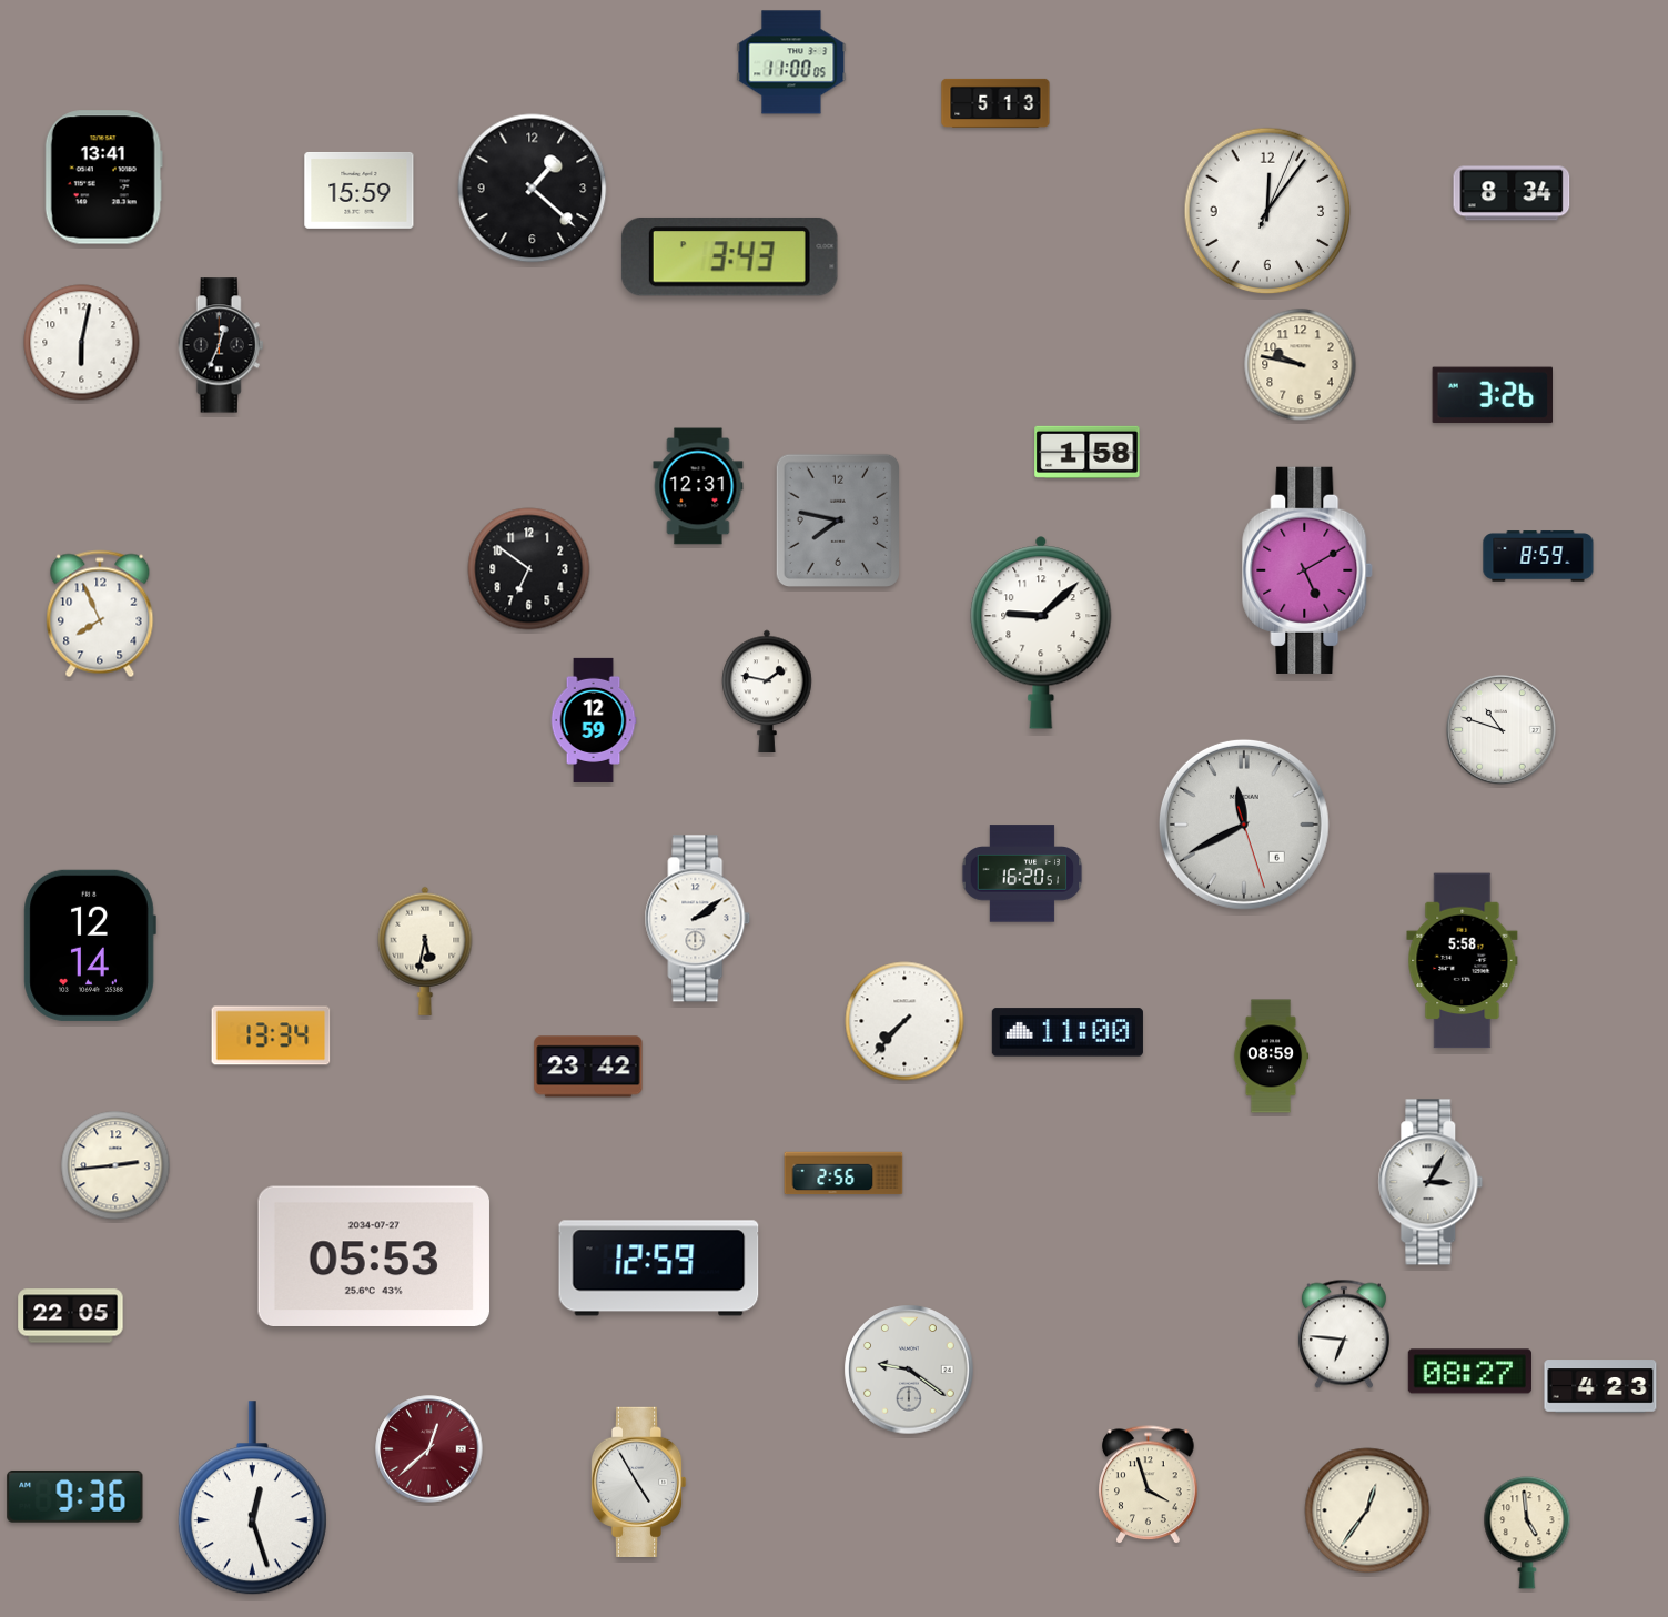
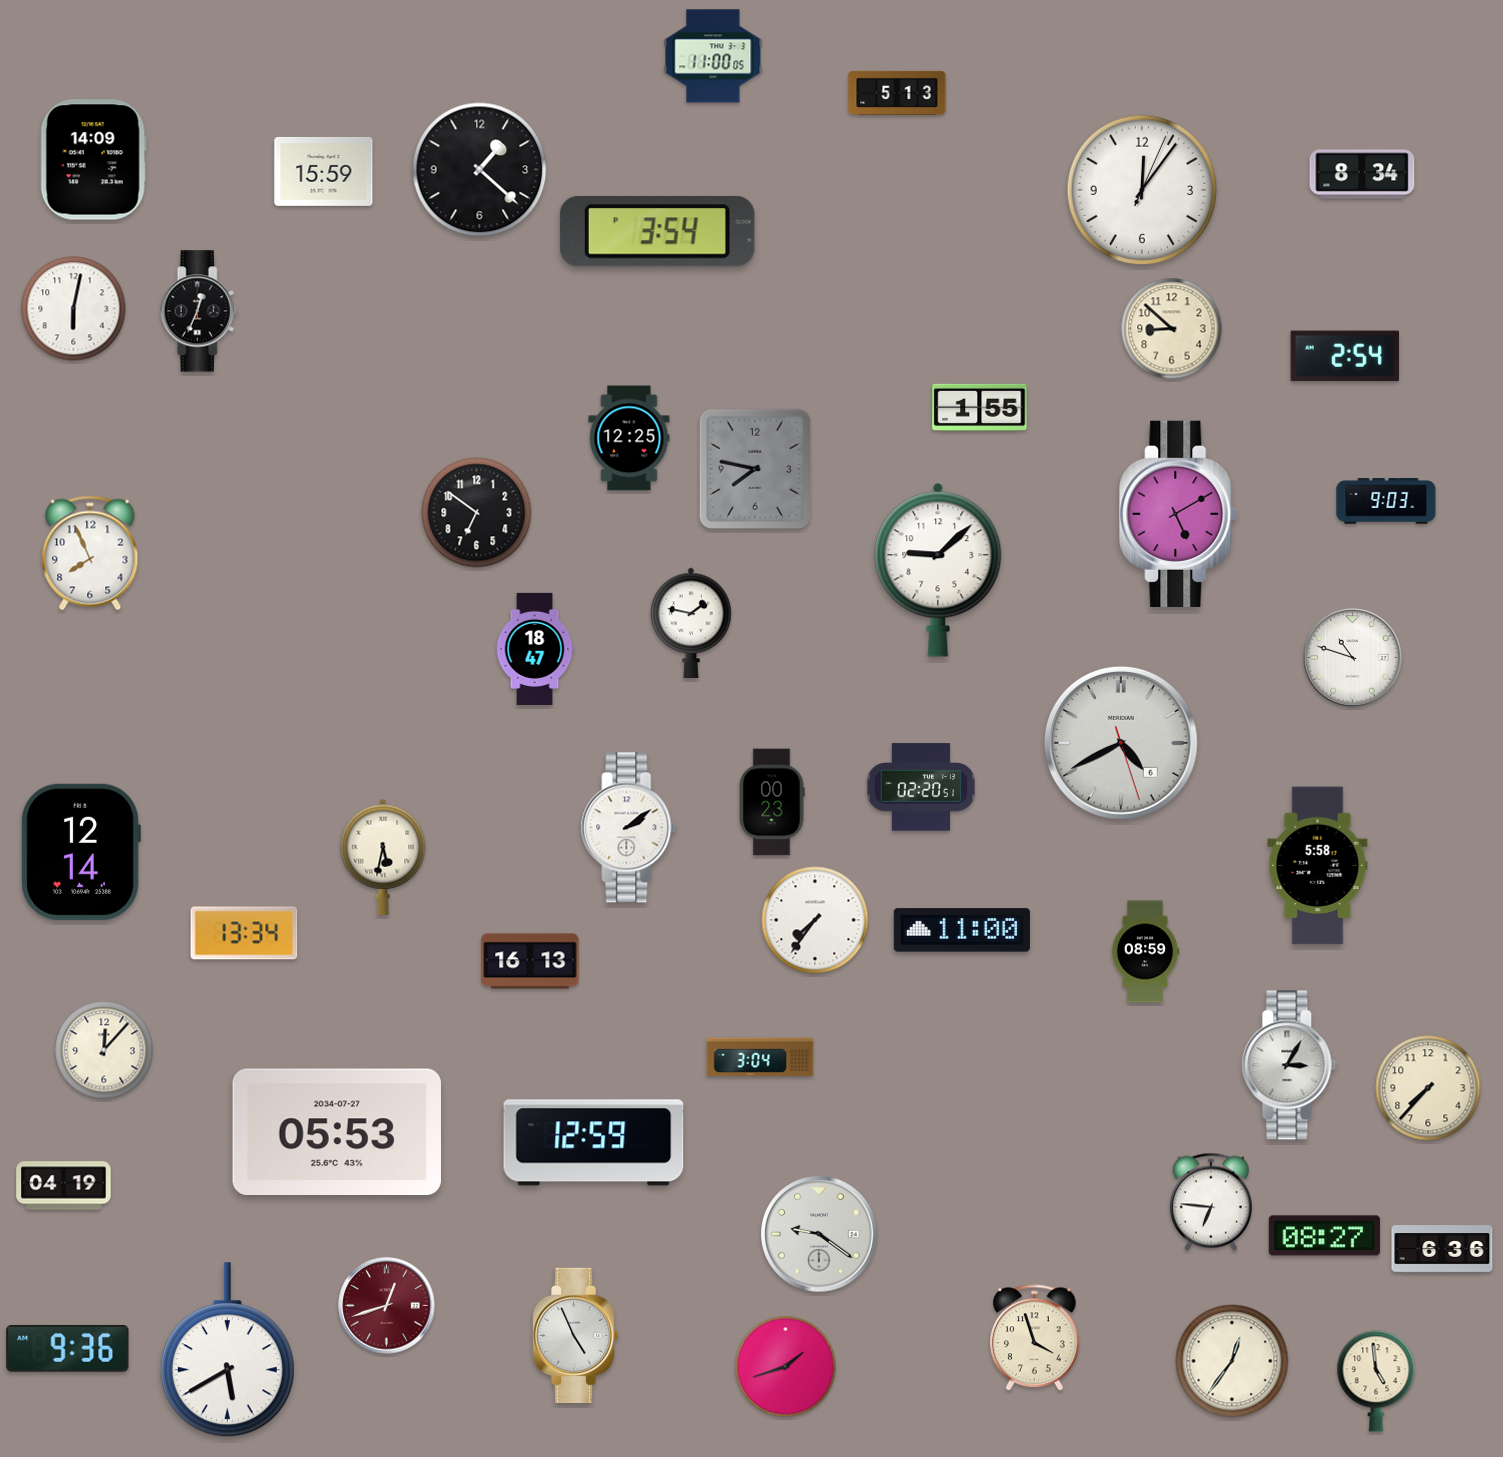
clock at (103, 178): 13:41 -> 14:09
clock at (729, 256): 3:43 -> 3:54
clock at (1301, 365): 9:47 -> 8:52
clock at (1492, 395): 3:26 -> 2:54
clock at (1088, 452): 1:58 -> 1:55
clock at (698, 486): 12:31 -> 12:25
clock at (1538, 556): 8:59 -> 9:03
clock at (594, 720): 12:59 -> 18:47
clock at (1244, 825): 11:40 -> 4:40
clock at (1022, 873): 16:20 -> 02:20
clock at (772, 802): none -> 00:23
clock at (904, 1021): 7:37 -> 7:36
clock at (588, 1067): 23:42 -> 16:13
clock at (115, 1165): 2:44 -> 12:07
clock at (843, 1173): 2:56 -> 3:04
clock at (1428, 1088): none -> 7:37
clock at (71, 1316): 22:05 -> 04:19
clock at (1600, 1386): 4:23 -> 6:36
clock at (429, 1449): 12:38 -> 12:42
clock at (638, 1482): 4:55 -> 4:56
clock at (252, 1498): 12:27 -> 5:40
clock at (786, 1367): none -> 1:42
